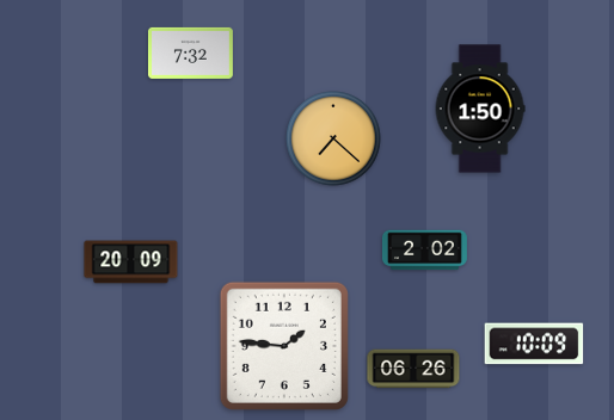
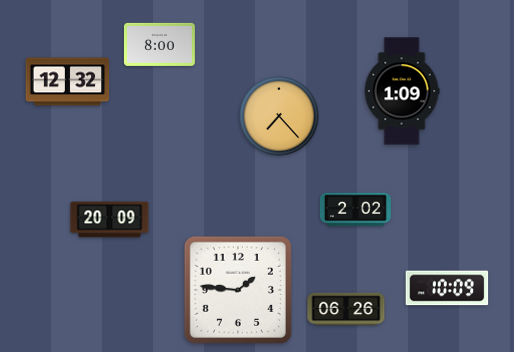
clock at (190, 52): 7:32 -> 8:00
clock at (68, 82): none -> 12:32
clock at (480, 109): 1:50 -> 1:09
clock at (333, 138): 7:22 -> 7:23
